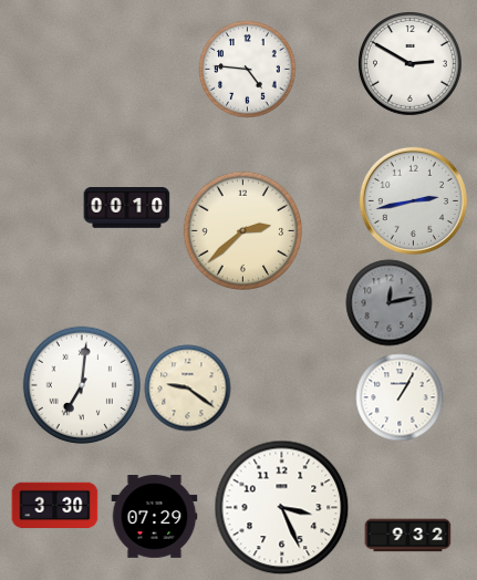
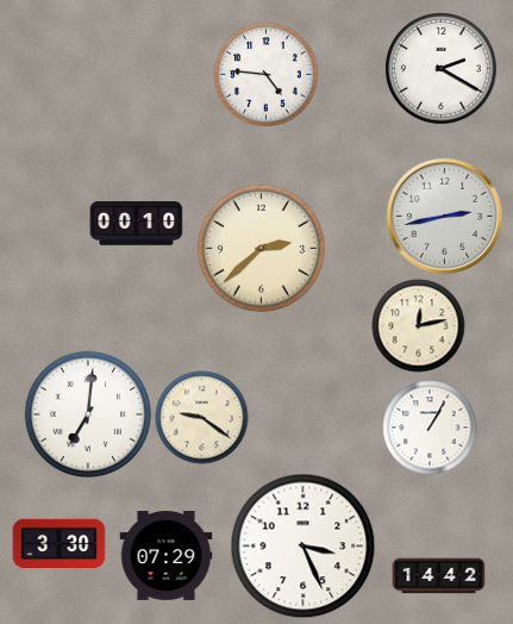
clock at (411, 64): 2:50 -> 2:20
clock at (388, 302) dial: grey -> cream
clock at (407, 536): 9:32 -> 14:42
